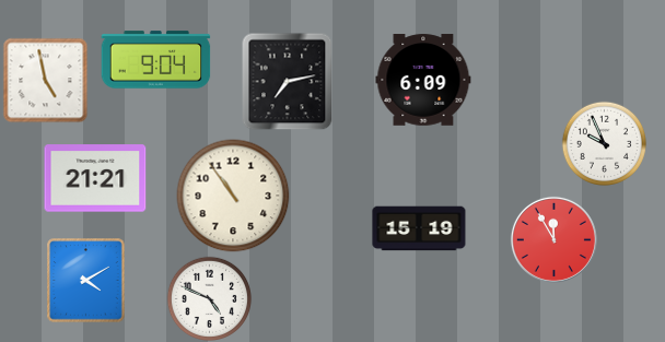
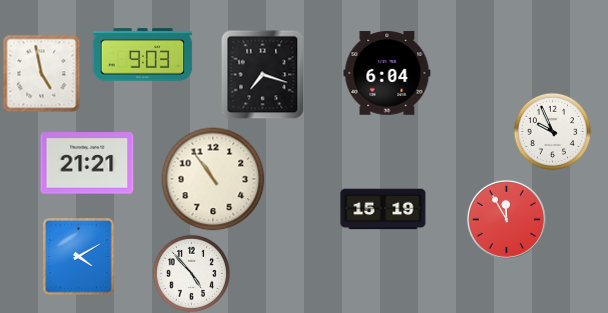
clock at (156, 60): 9:04 -> 9:03
clock at (423, 80): 6:09 -> 6:04
clock at (288, 81): 7:13 -> 7:18
clock at (209, 298): 4:49 -> 4:53
